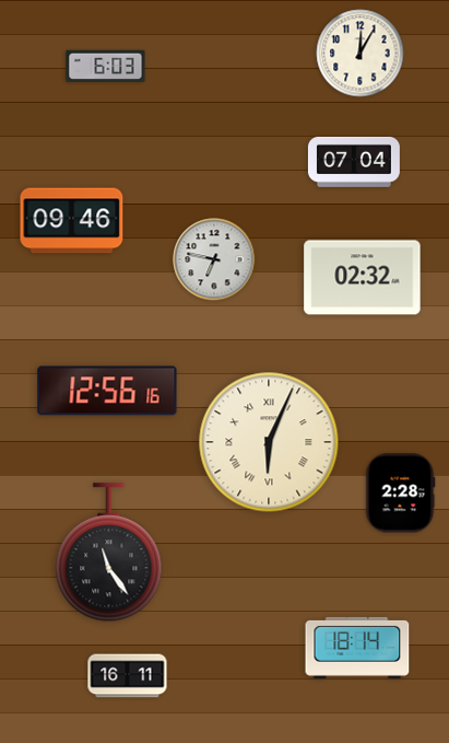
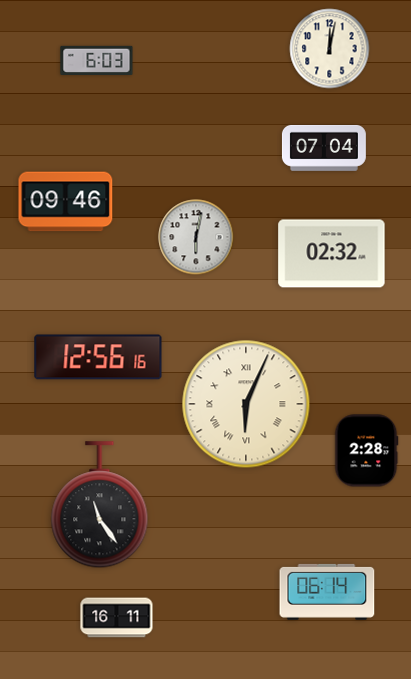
clock at (361, 54): 12:05 -> 12:02
clock at (214, 259): 6:47 -> 6:02
clock at (357, 648): 18:14 -> 06:14
